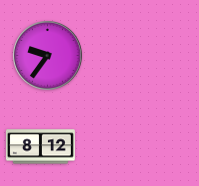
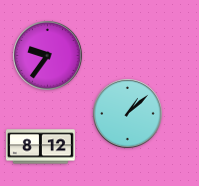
clock at (128, 114): none -> 1:08
